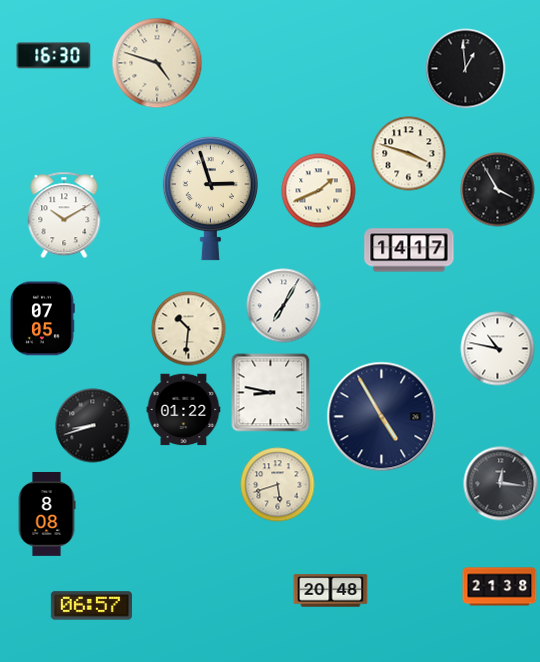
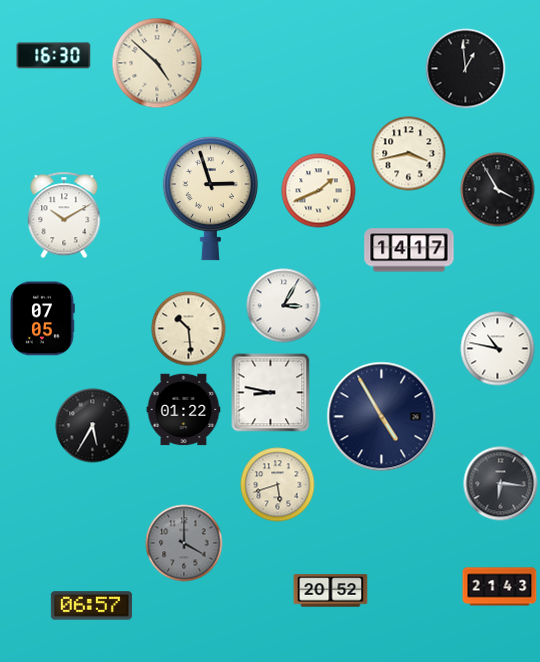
clock at (157, 63): 4:48 -> 4:52
clock at (409, 154): 3:48 -> 3:43
clock at (284, 306): 7:05 -> 3:05
clock at (189, 329): 10:31 -> 10:29
clock at (93, 426): 8:42 -> 5:35
clock at (501, 484): 12:16 -> 6:16
clock at (47, 514): 8:08 -> none
clock at (184, 543): none -> 4:00
clock at (500, 587): 21:38 -> 21:43
clock at (331, 591): 20:48 -> 20:52
